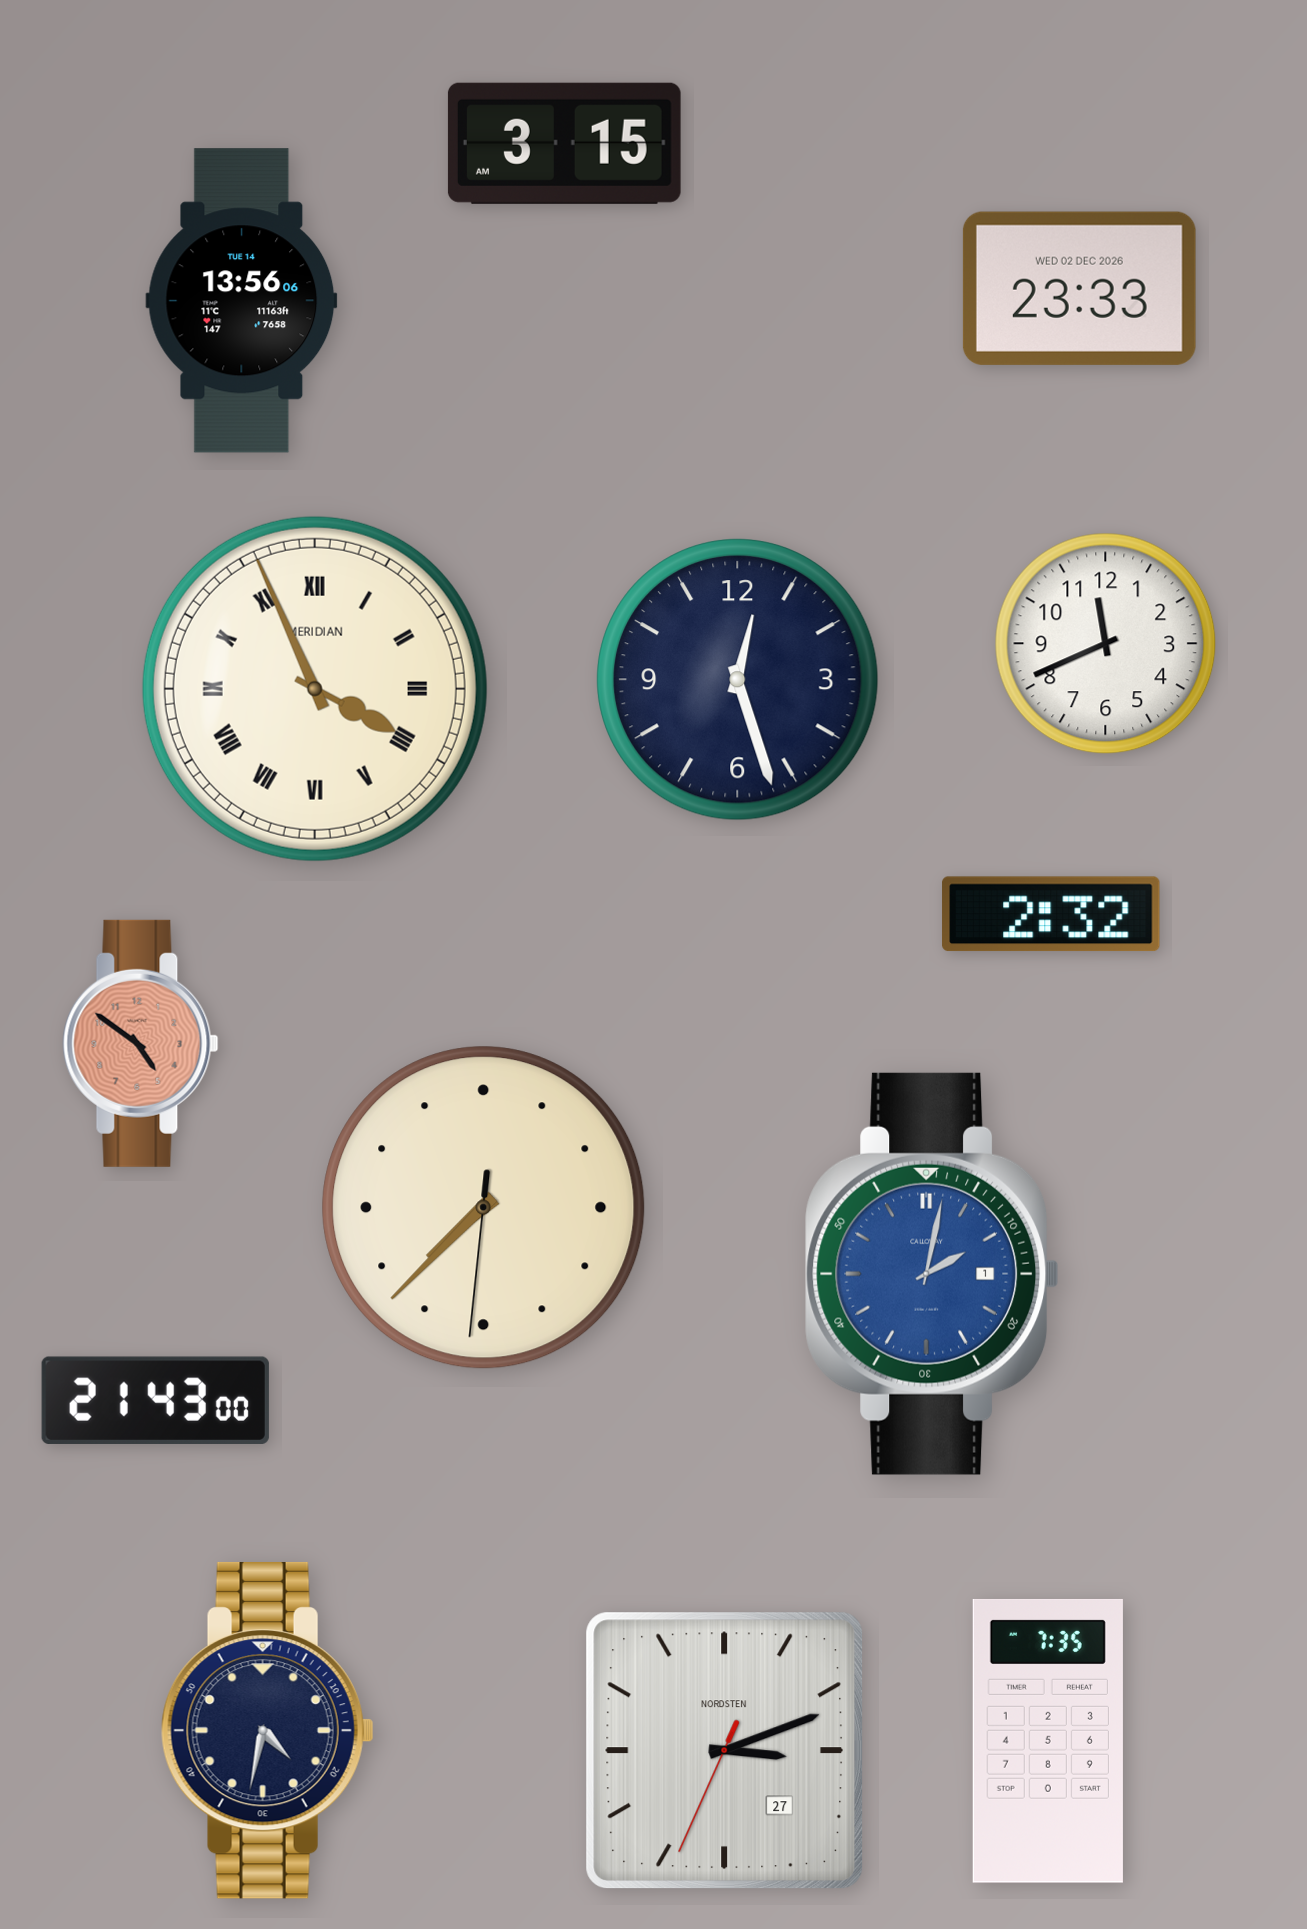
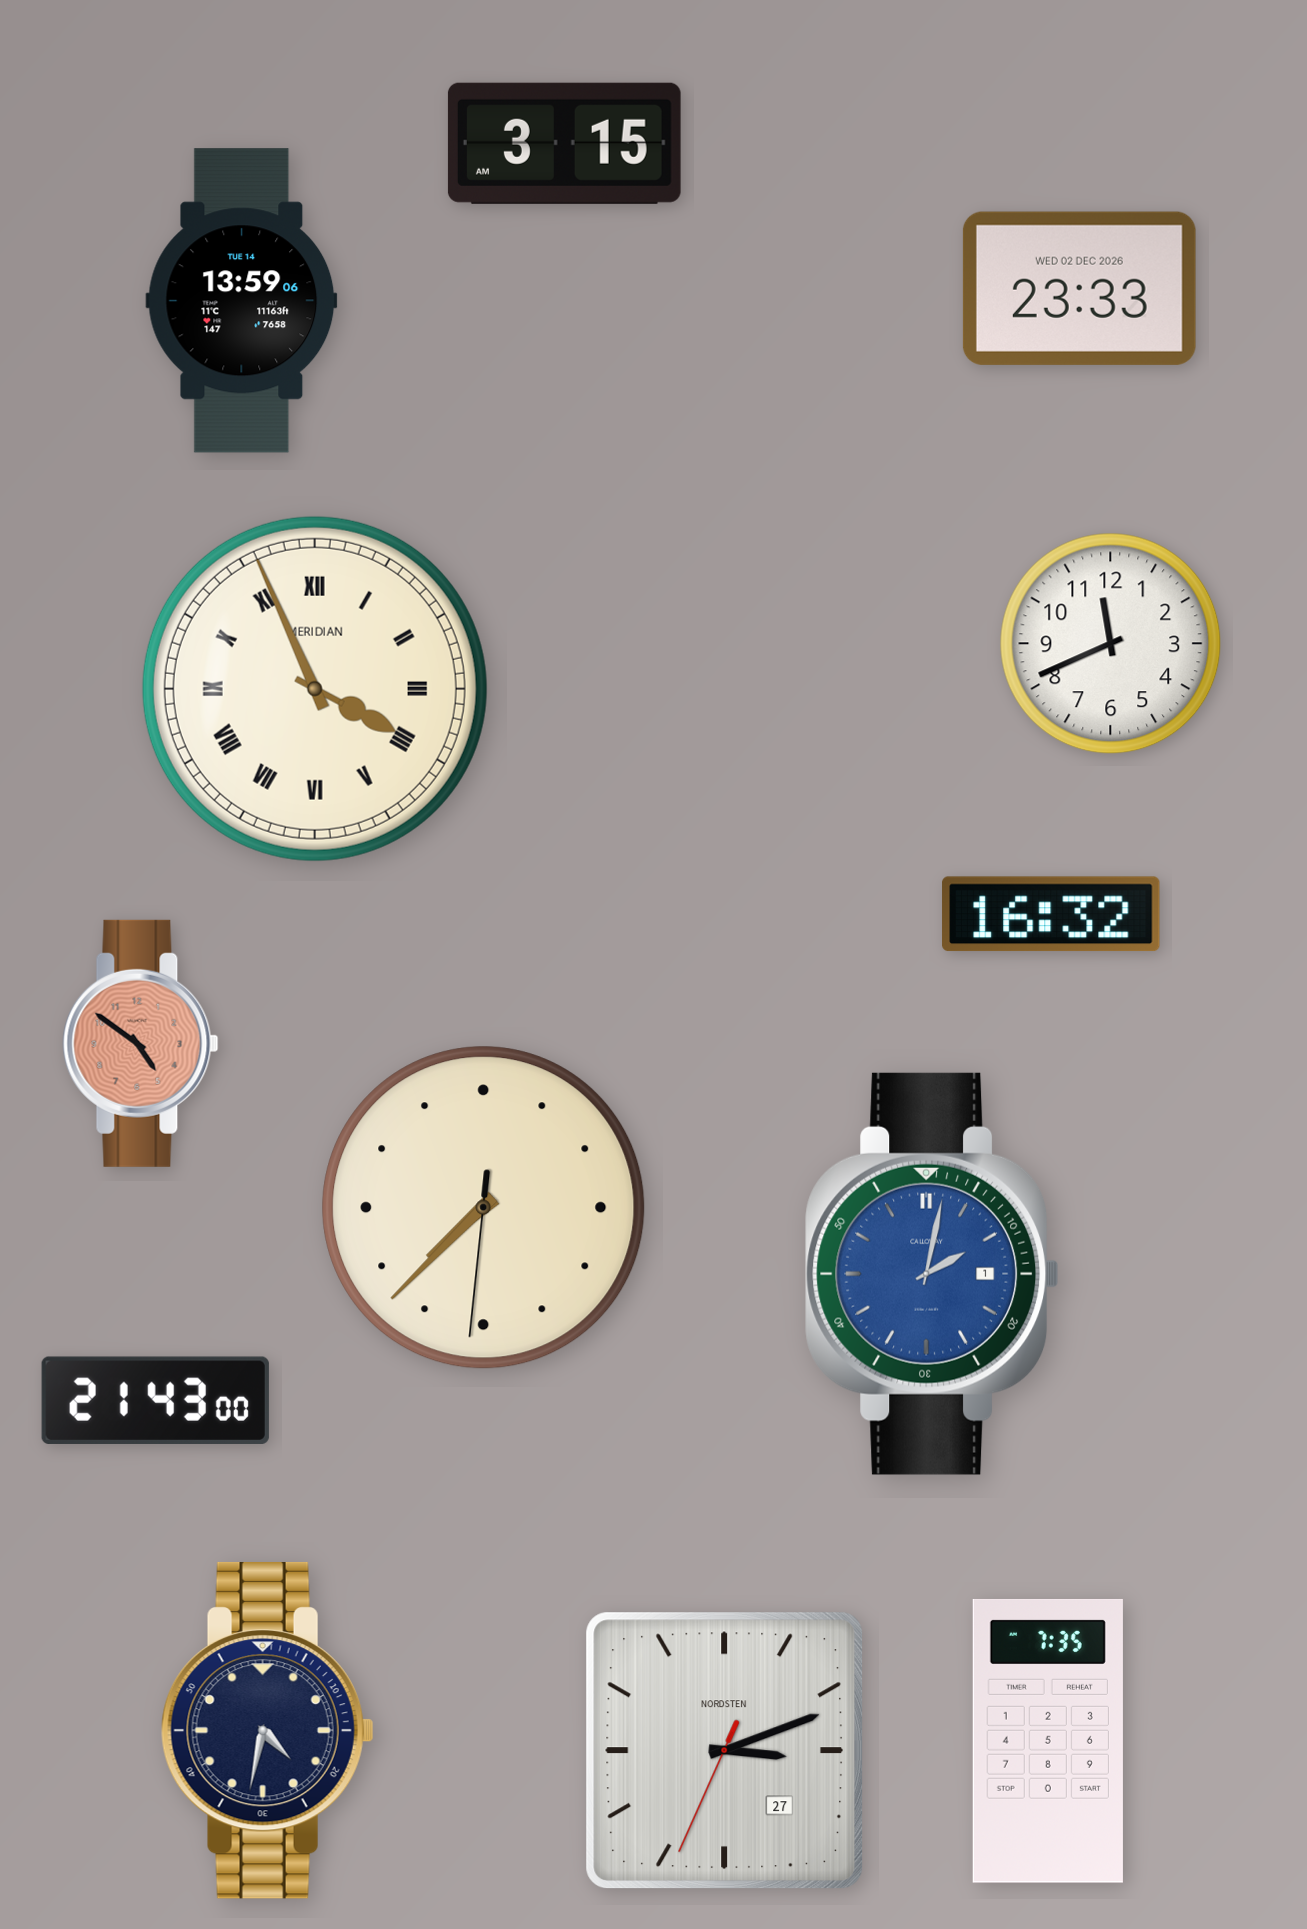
clock at (242, 301): 13:56 -> 13:59
clock at (1106, 644) position: (1106, 644) -> (1111, 644)
clock at (738, 680): 12:27 -> none
clock at (1052, 914): 2:32 -> 16:32
